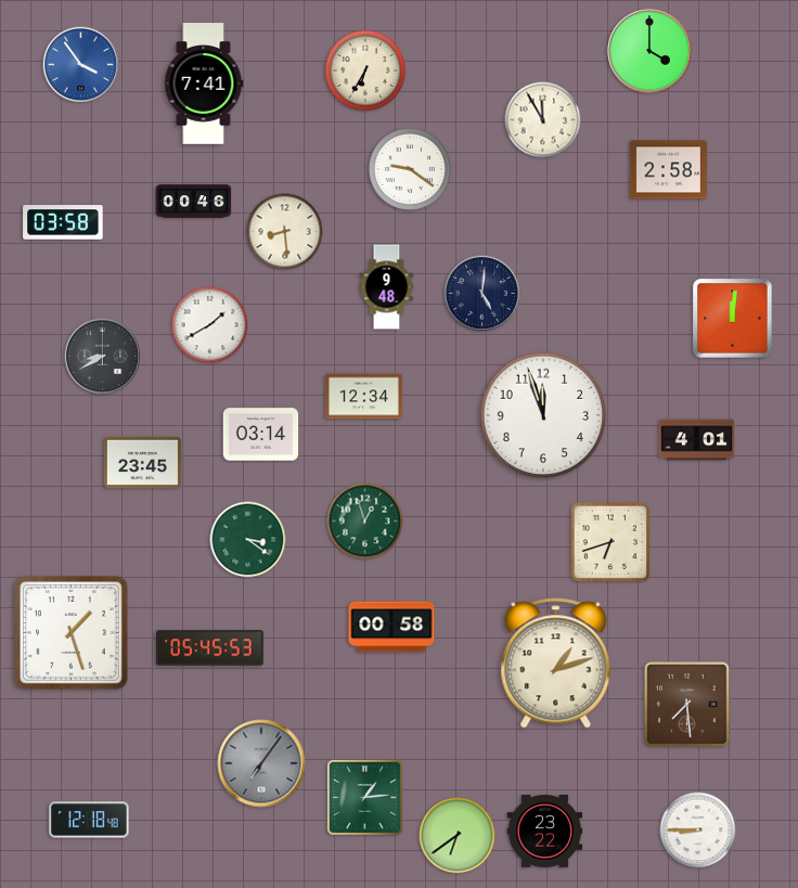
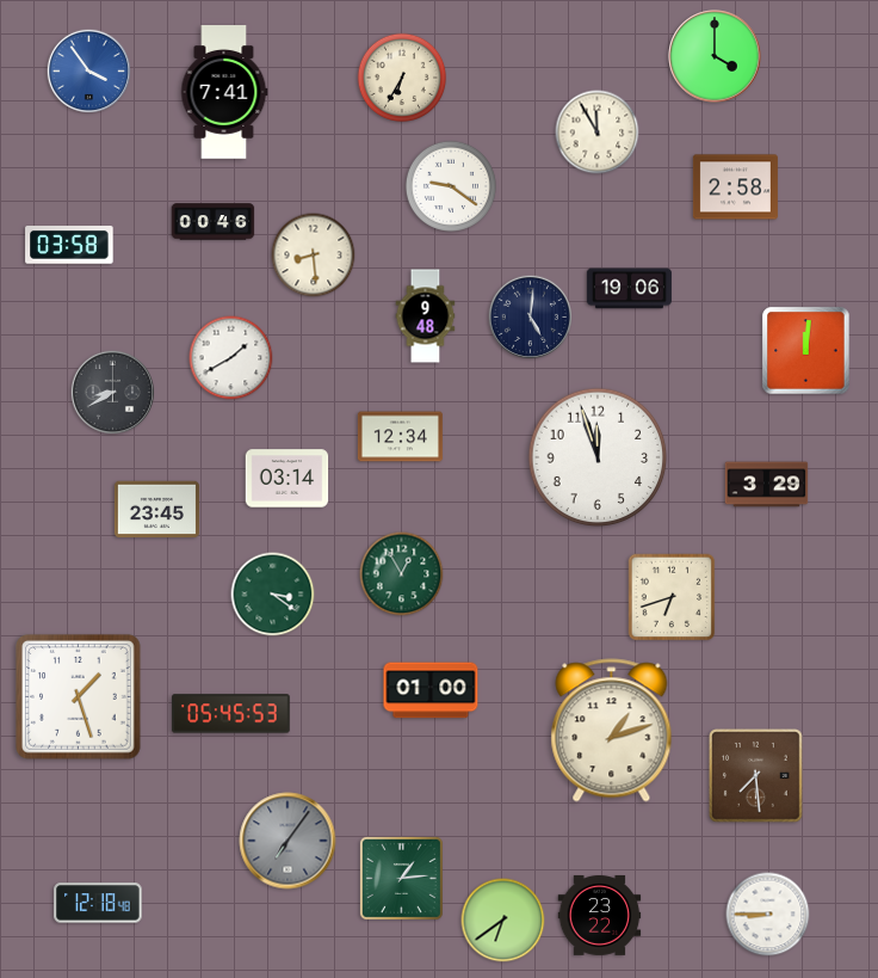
clock at (629, 289): none -> 19:06
clock at (481, 293) position: (481, 293) -> (530, 316)
clock at (697, 440): 4:01 -> 3:29
clock at (365, 522): 12:57 -> 12:55
clock at (391, 627): 00:58 -> 01:00
